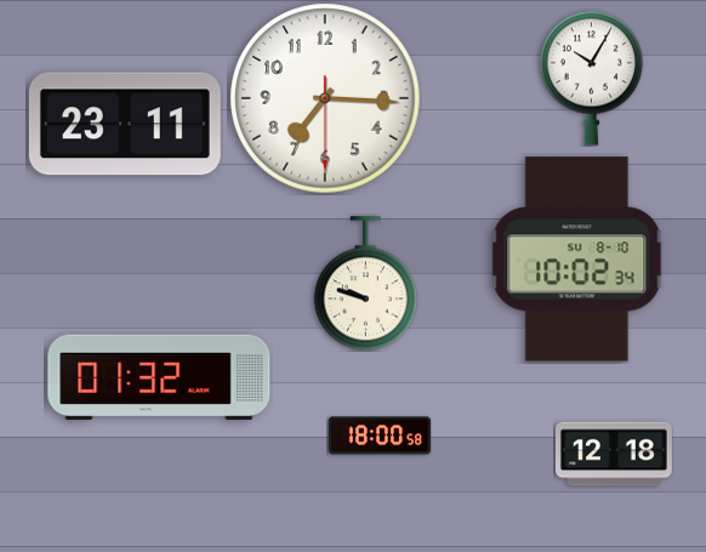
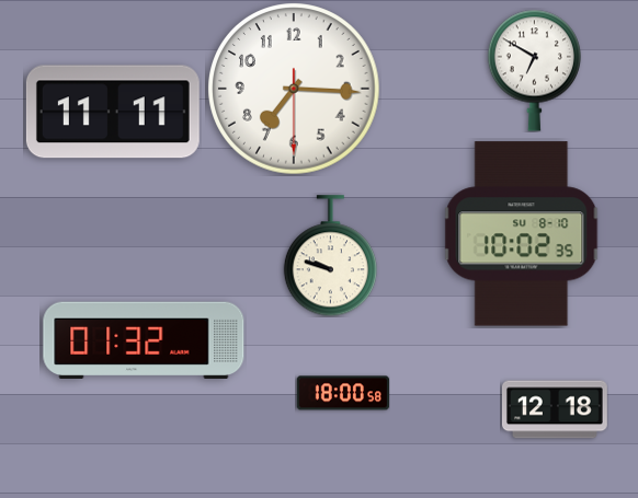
clock at (591, 78): 10:05 -> 6:50
clock at (125, 124): 23:11 -> 11:11
clock at (577, 260): 10:02:34 -> 10:02:35
